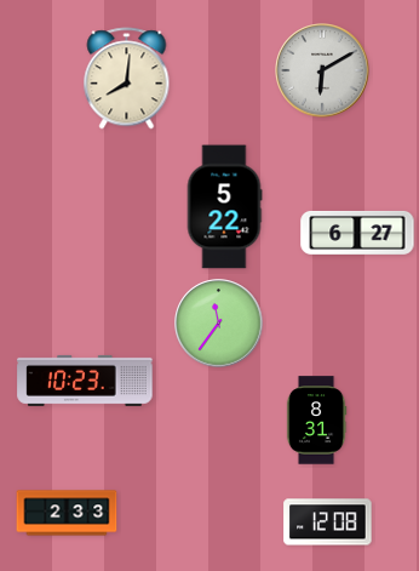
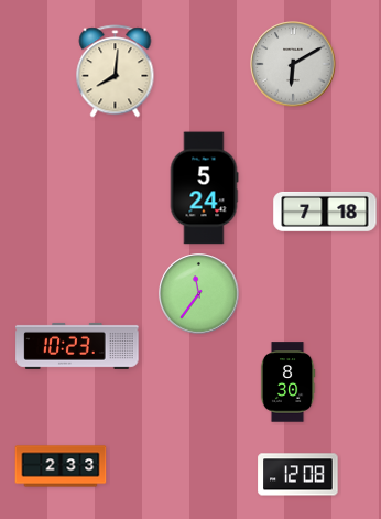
clock at (224, 207): 5:22 -> 5:24
clock at (357, 233): 6:27 -> 7:18
clock at (316, 421): 8:31 -> 8:30
